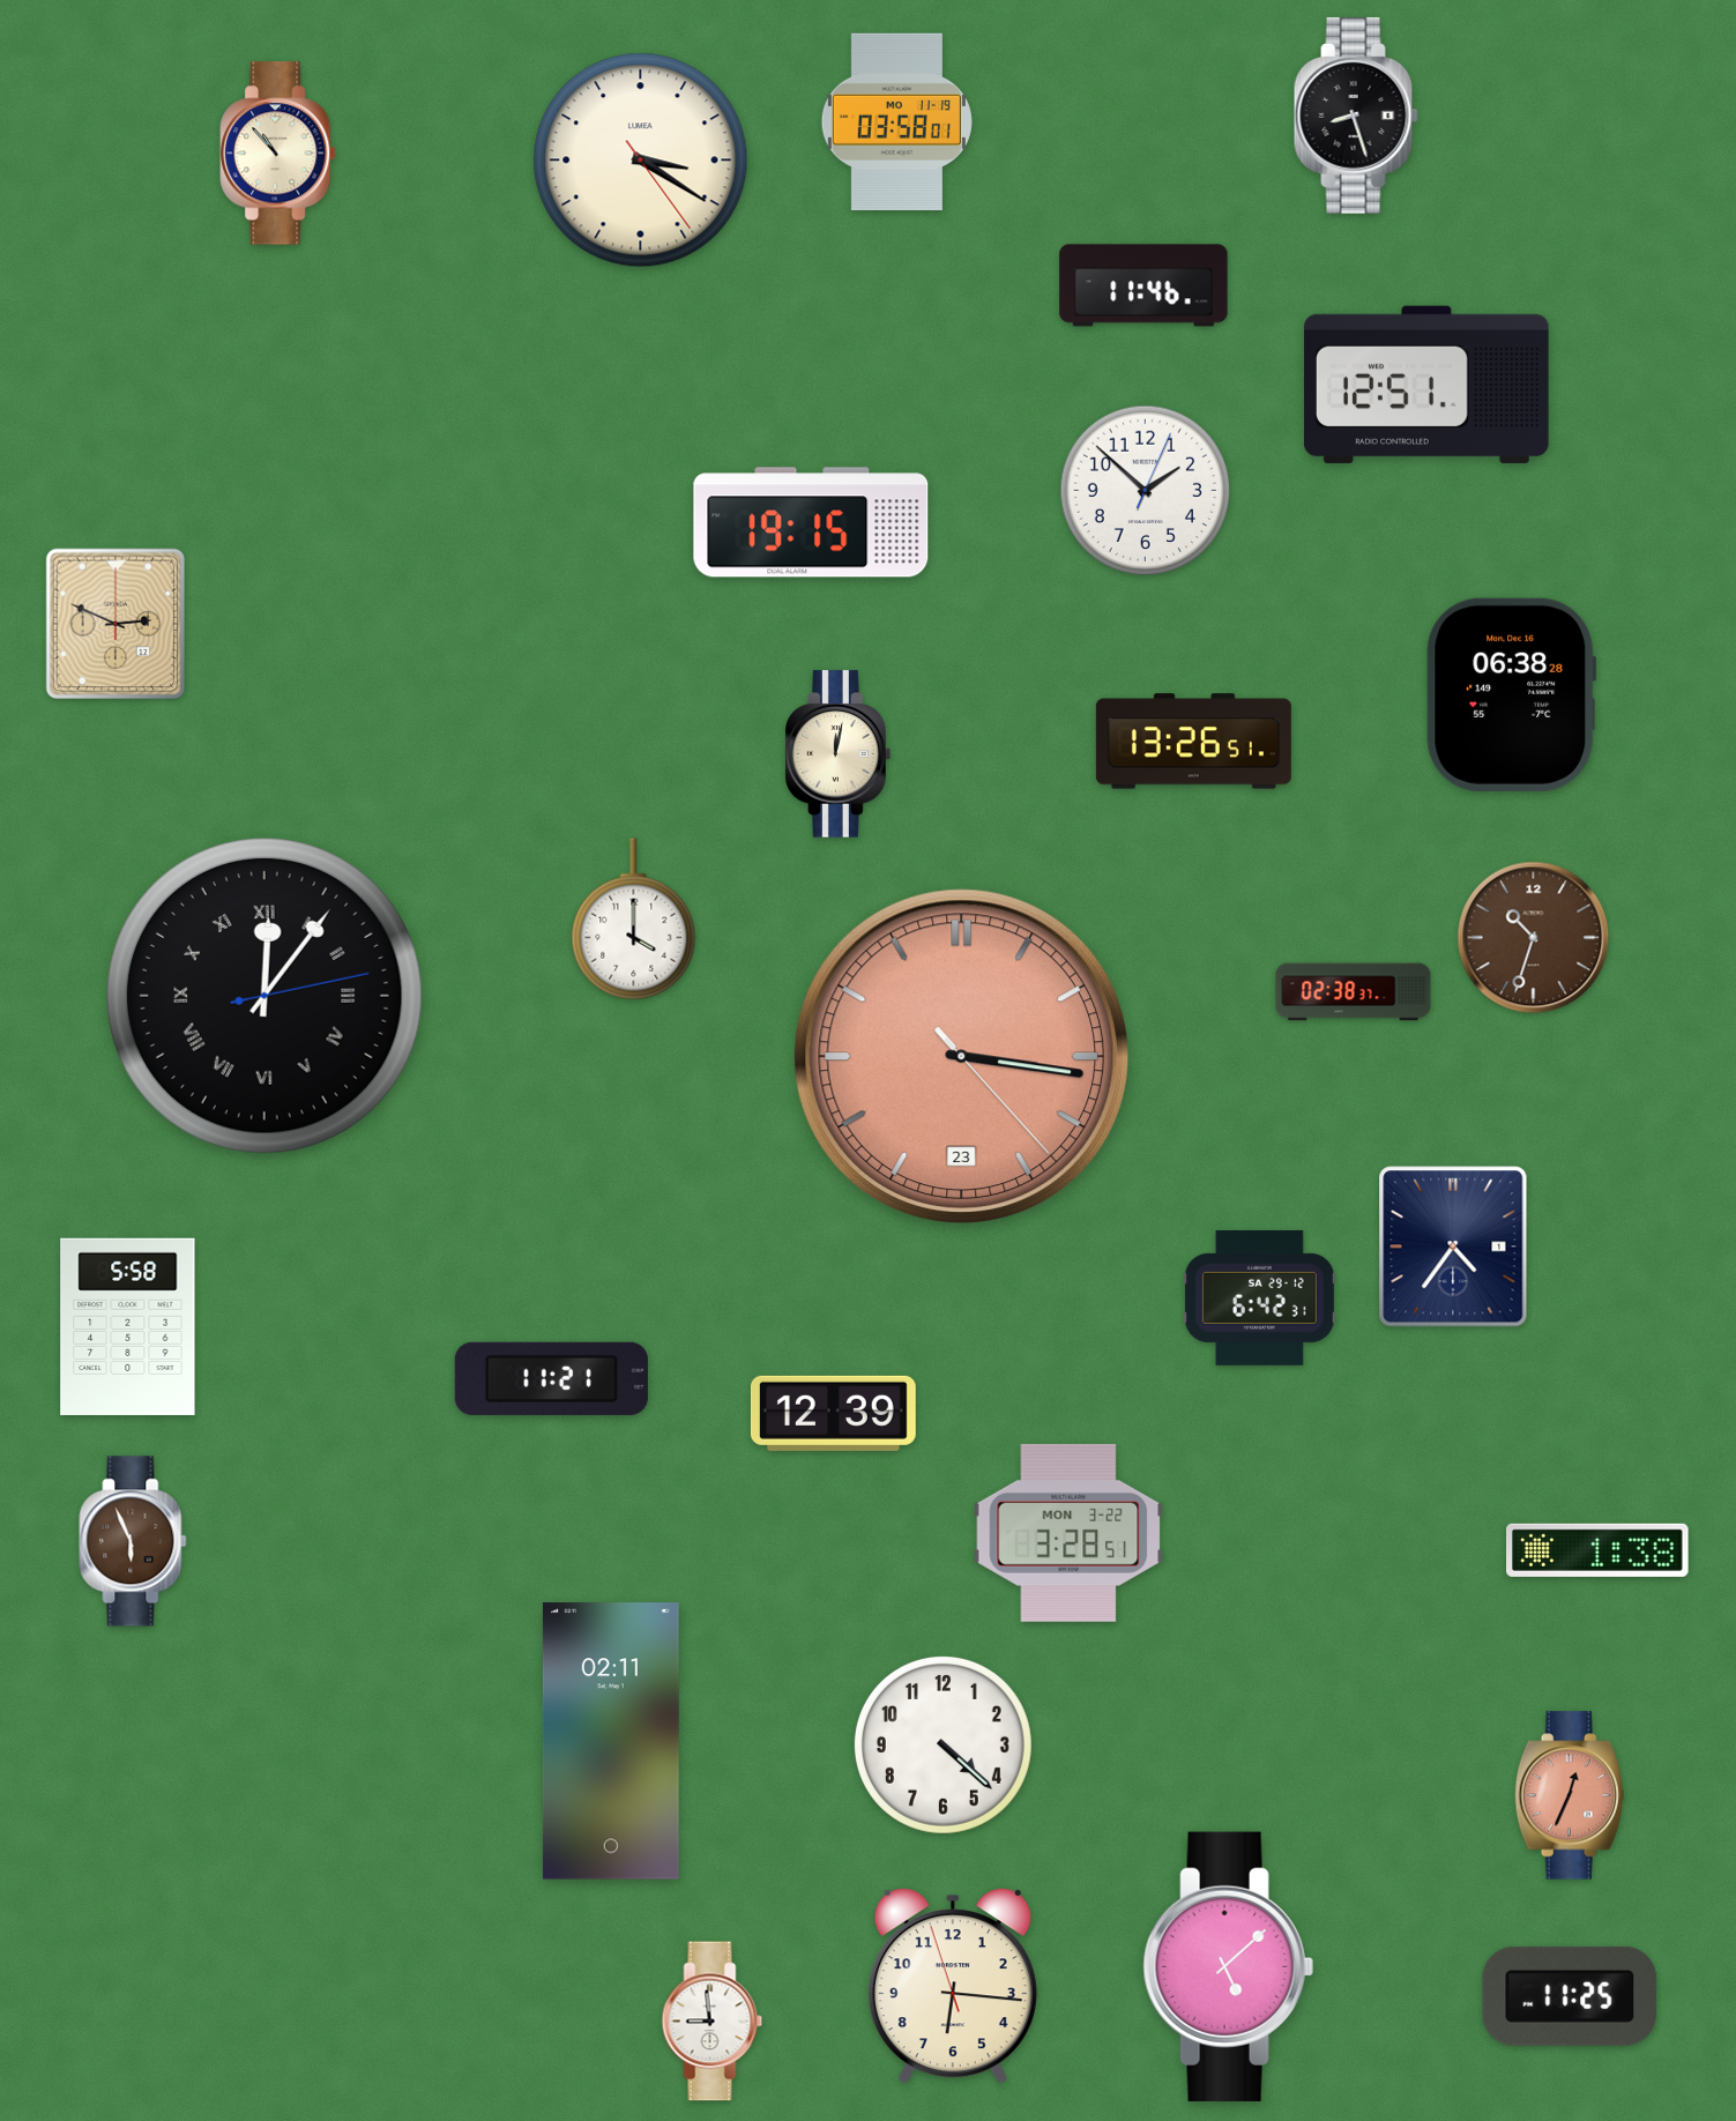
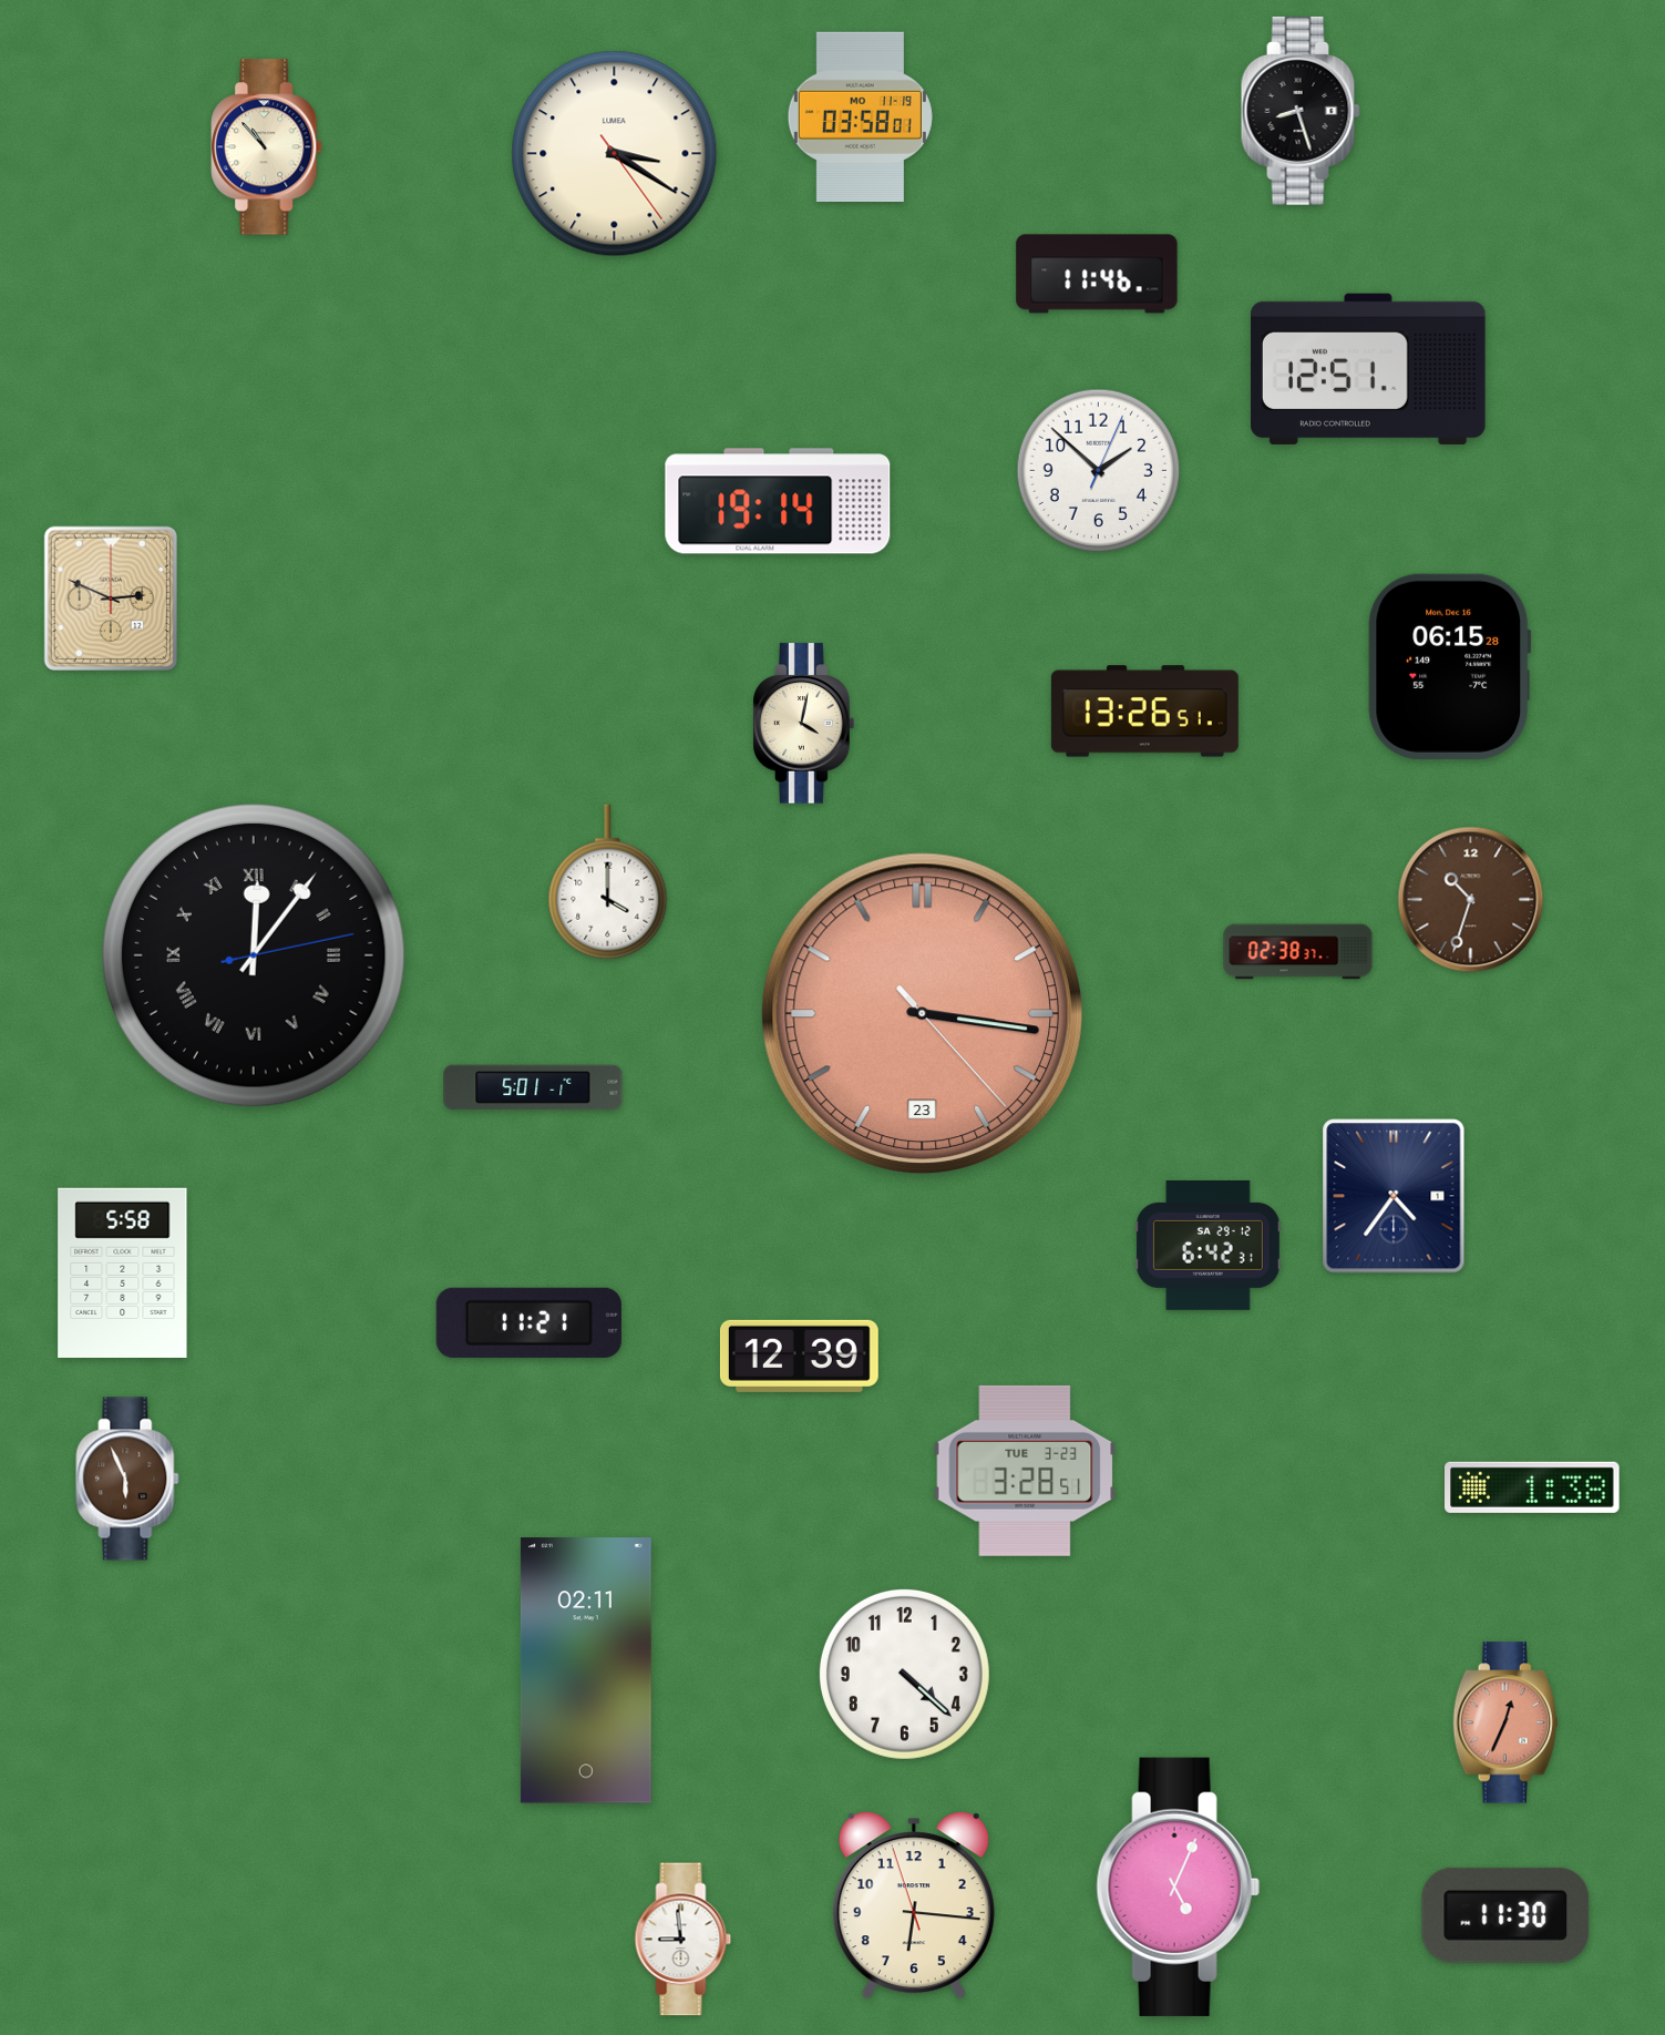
clock at (811, 522): 19:15 -> 19:14
clock at (1512, 694): 06:38 -> 06:15
clock at (839, 754): 12:02 -> 4:02
clock at (533, 1087): none -> 5:01
clock at (1068, 1533) date: MON 3-22 -> TUE 3-23
clock at (1228, 1966): 5:08 -> 5:04
clock at (1570, 1996): 11:25 -> 11:30
